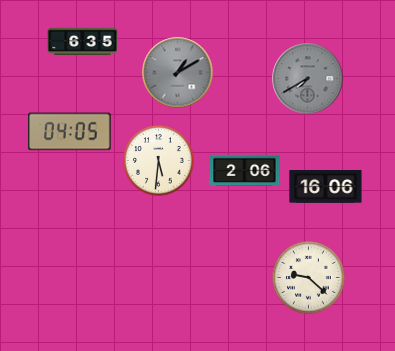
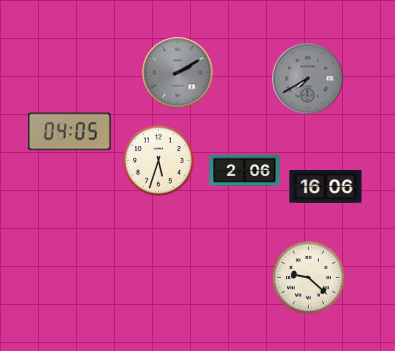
clock at (83, 42): 6:35 -> none
clock at (178, 73): 1:10 -> 2:10
clock at (159, 161): 5:31 -> 5:33
